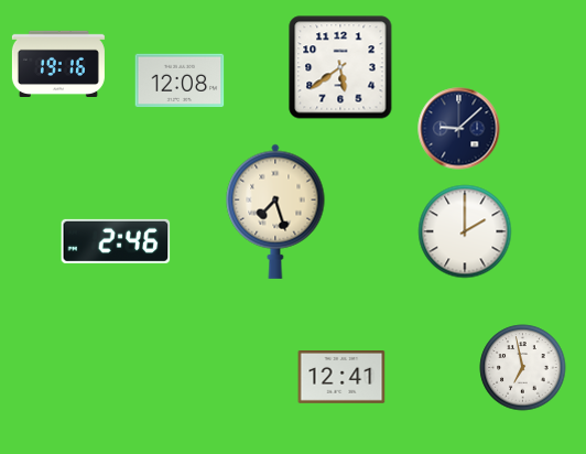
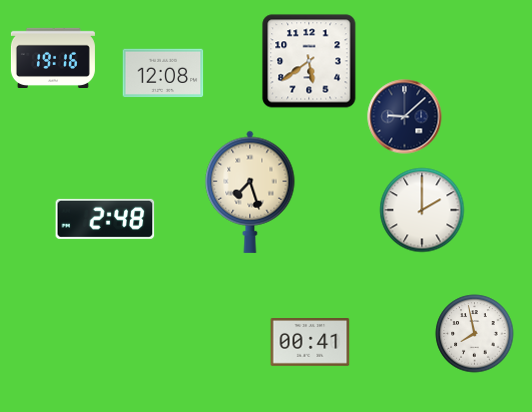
clock at (459, 129) position: (459, 129) -> (405, 117)
clock at (116, 241): 2:46 -> 2:48
clock at (523, 368): 6:58 -> 7:58
clock at (341, 378): 12:41 -> 00:41
